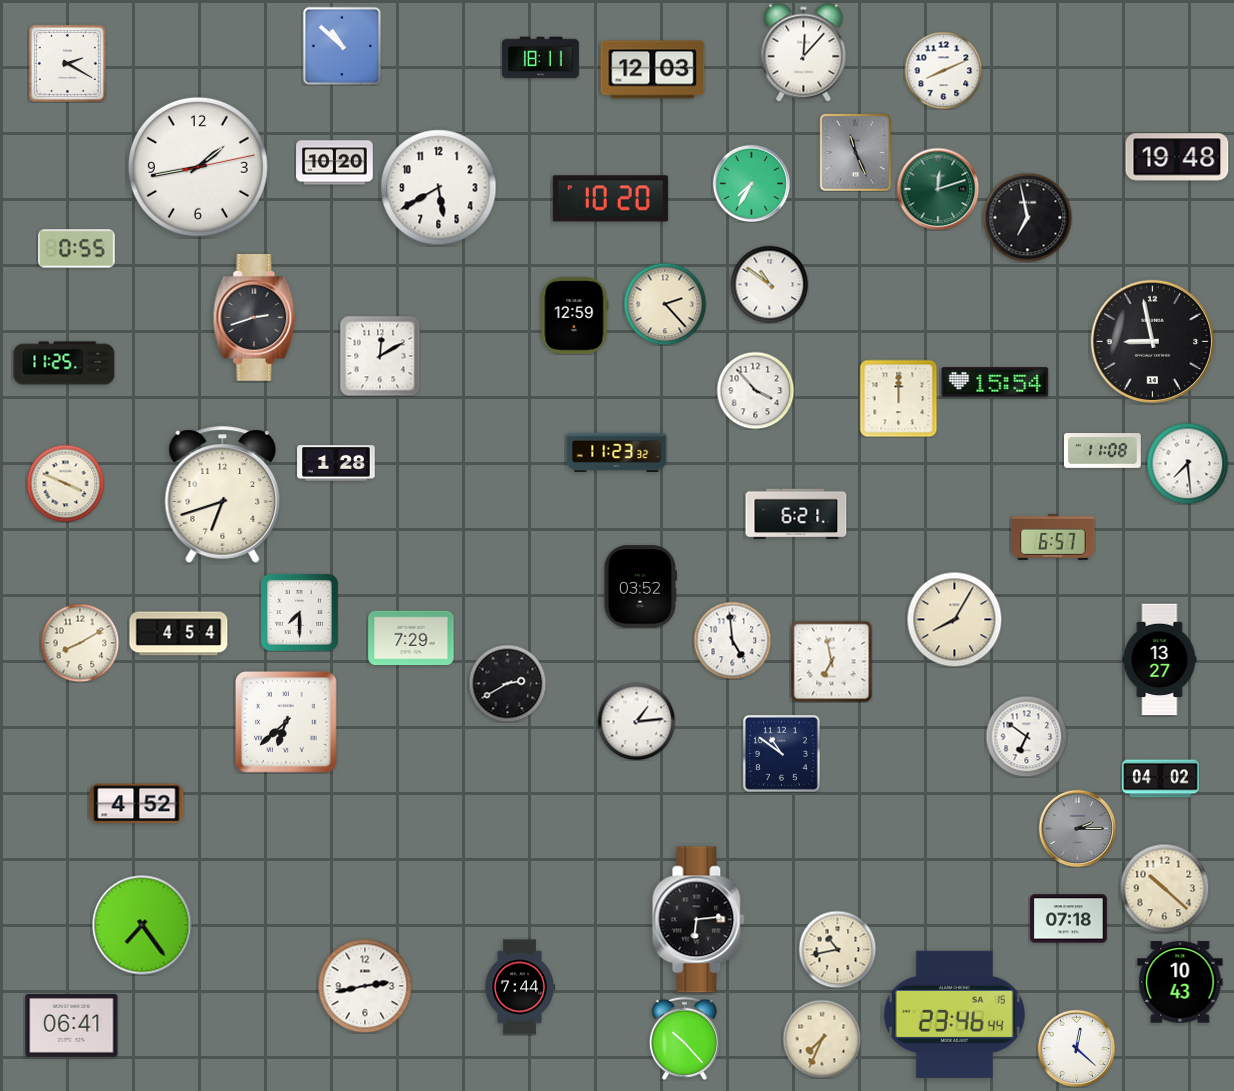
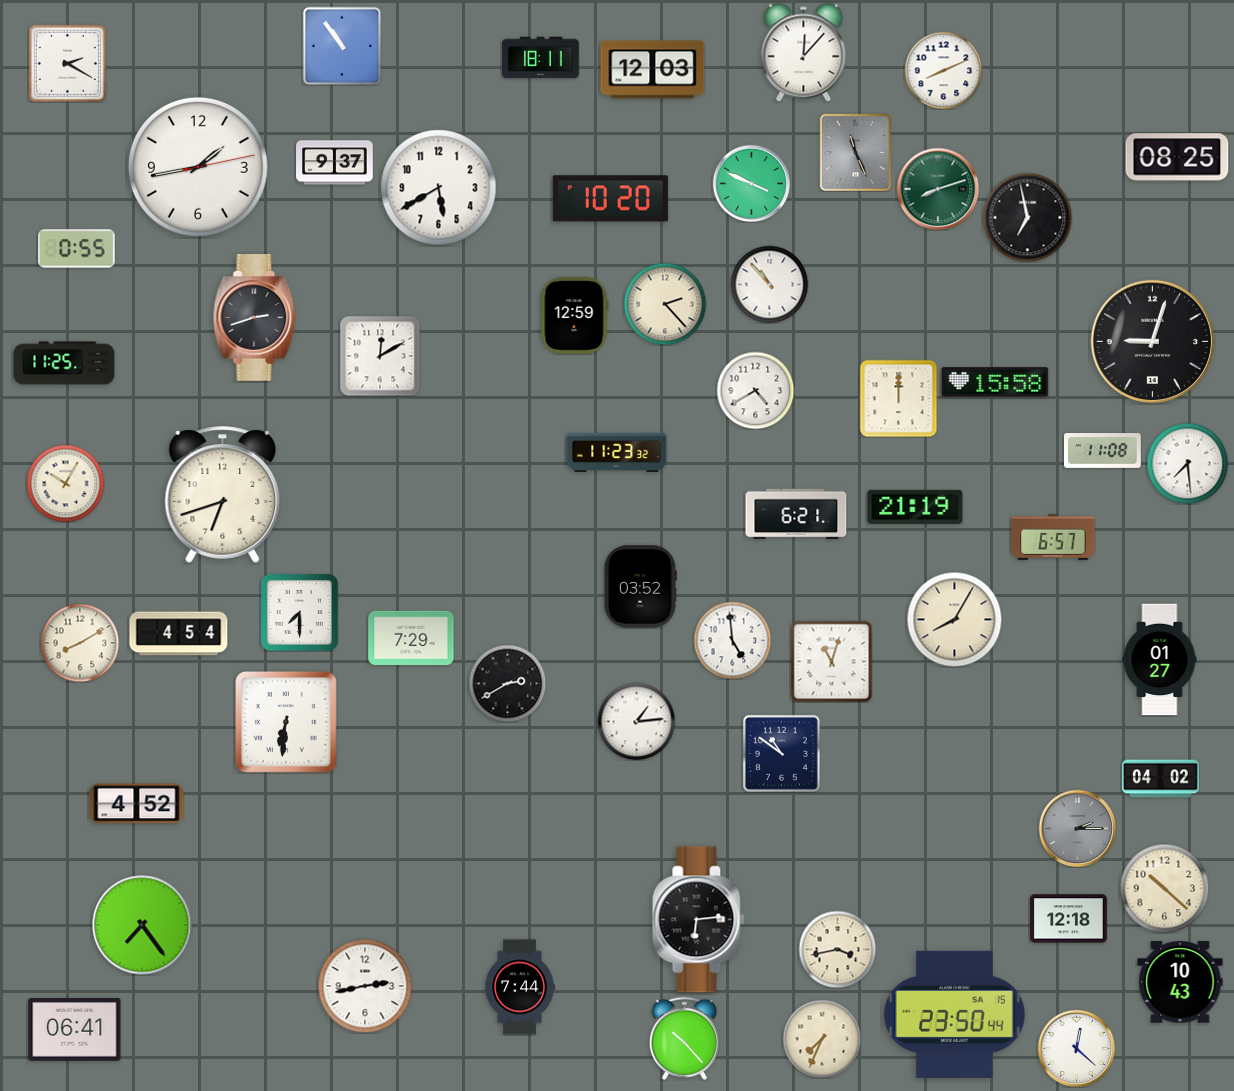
clock at (342, 46): 10:52 -> 10:54
clock at (1177, 157): 19:48 -> 08:25
clock at (335, 163): 10:20 -> 9:37
clock at (751, 183): 7:35 -> 3:49
clock at (938, 189): 12:12 -> 8:12
clock at (769, 284): 10:51 -> 10:53
clock at (1152, 341): 8:58 -> 9:03
clock at (995, 382): 15:54 -> 15:58
clock at (755, 390): 3:53 -> 4:40
clock at (336, 463): 1:28 -> none
clock at (65, 483): 3:49 -> 10:05
clock at (915, 507): none -> 21:19
clock at (1160, 660): 13:27 -> 01:27
clock at (831, 661): 6:58 -> 11:03
clock at (287, 723): 6:38 -> 6:31
clock at (1026, 736): 6:51 -> none
clock at (1069, 919): 07:18 -> 12:18
clock at (837, 949): 10:43 -> 3:43
clock at (954, 1014): 23:46 -> 23:50
clock at (72, 1026) position: (72, 1026) -> (75, 1030)
